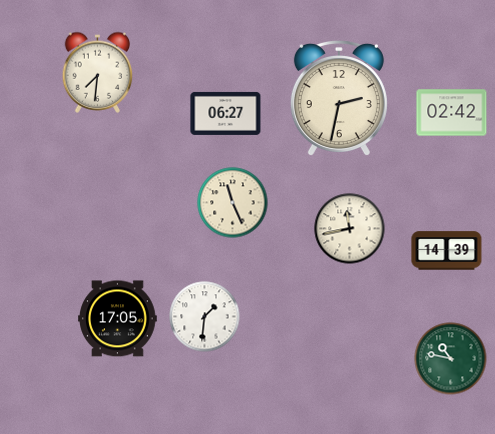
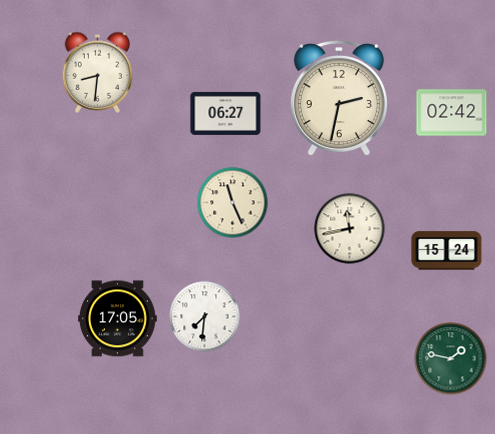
clock at (98, 72): 7:31 -> 8:31
clock at (447, 251): 14:39 -> 15:24
clock at (205, 317): 1:31 -> 7:31
clock at (451, 359): 10:47 -> 1:47
